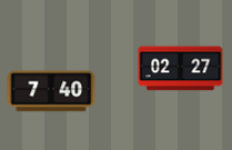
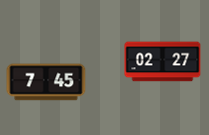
clock at (51, 91): 7:40 -> 7:45
